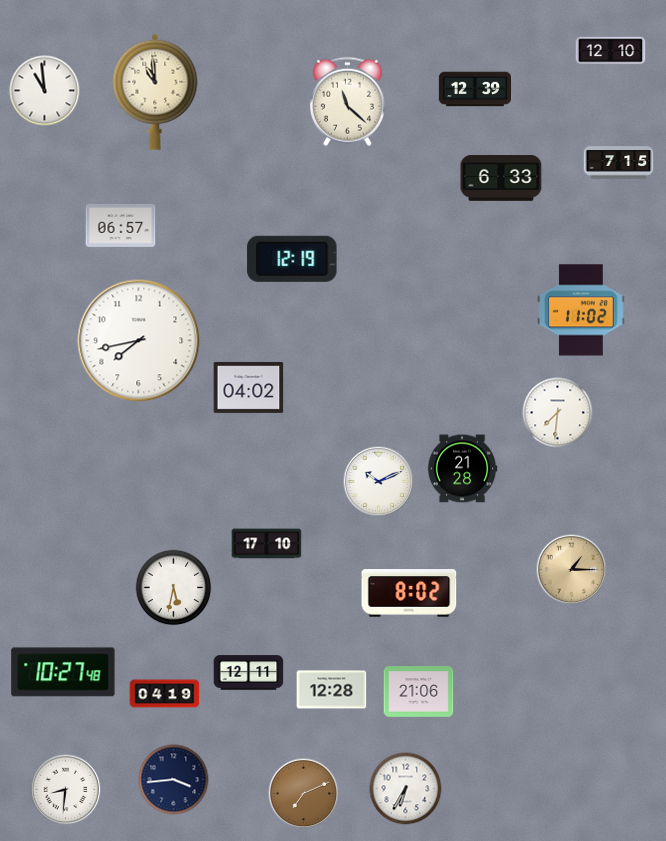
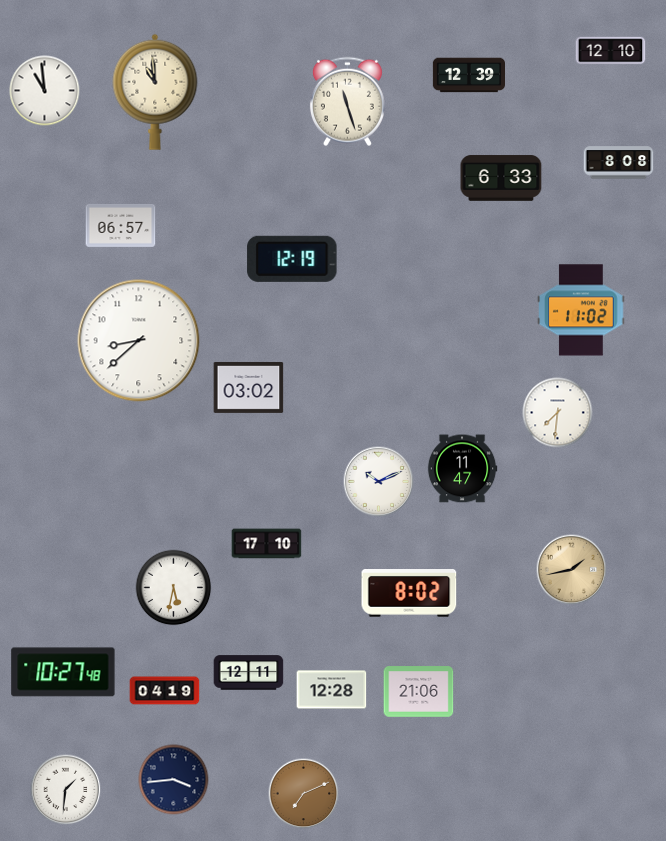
clock at (474, 89) position: (474, 89) -> (468, 75)
clock at (347, 102): 11:22 -> 11:27
clock at (619, 163): 7:15 -> 8:08
clock at (139, 341): 7:43 -> 8:38
clock at (249, 387): 04:02 -> 03:02
clock at (462, 469): 21:28 -> 11:47
clock at (572, 570): 1:15 -> 1:43
clock at (165, 694) position: (165, 694) -> (165, 691)
clock at (406, 789): 6:35 -> none
clock at (66, 790): 8:31 -> 1:31
